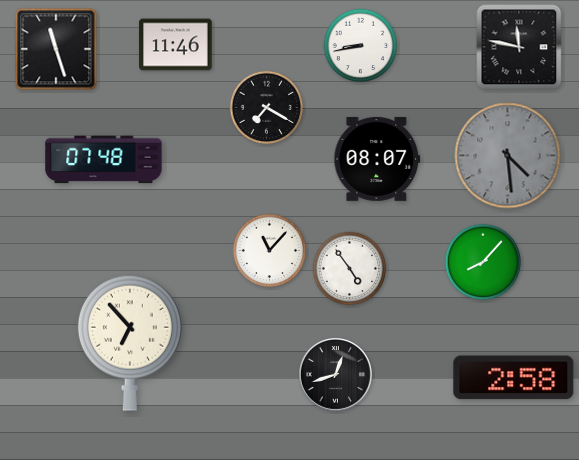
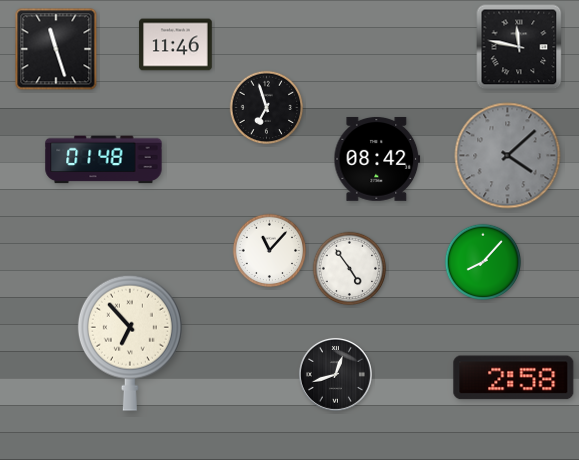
clock at (361, 46): 8:43 -> none
clock at (267, 108): 7:20 -> 6:57
clock at (508, 156): 4:29 -> 4:08
clock at (377, 159): 08:07 -> 08:42
clock at (104, 160): 07:48 -> 01:48
